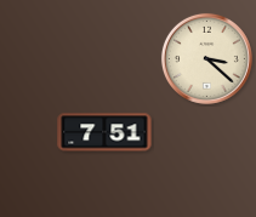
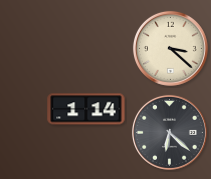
clock at (104, 132): 7:51 -> 1:14
clock at (169, 132): none -> 6:22
